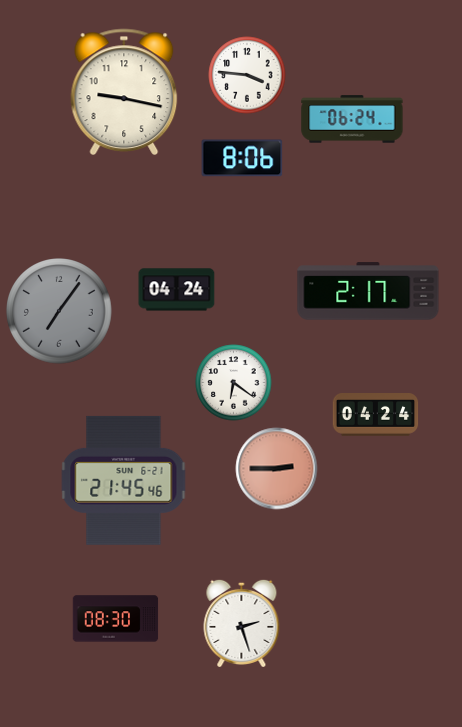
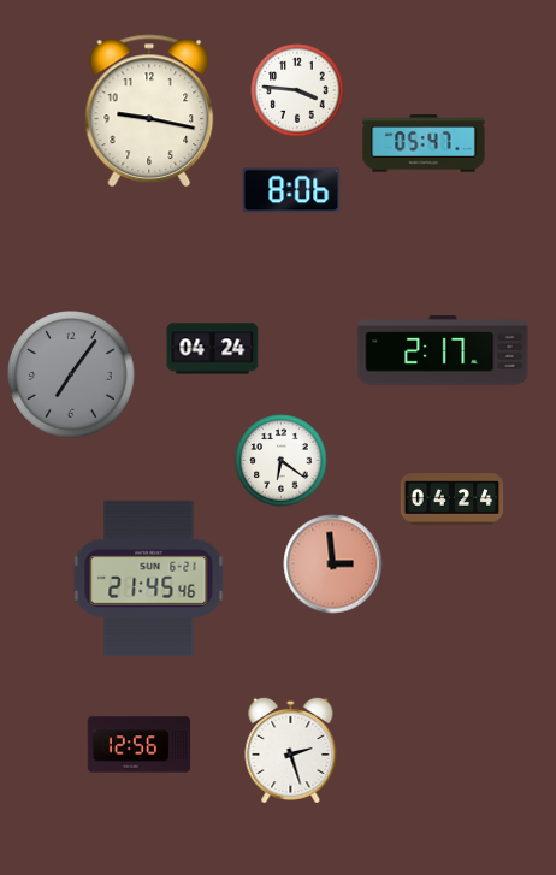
clock at (352, 119): 06:24 -> 05:47
clock at (277, 469): 2:45 -> 2:59
clock at (116, 619): 08:30 -> 12:56
